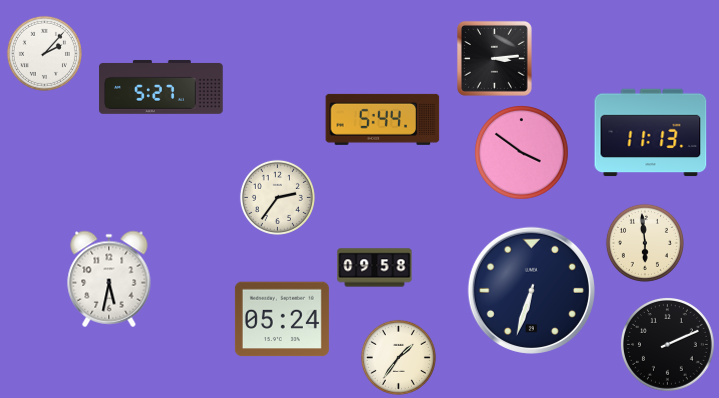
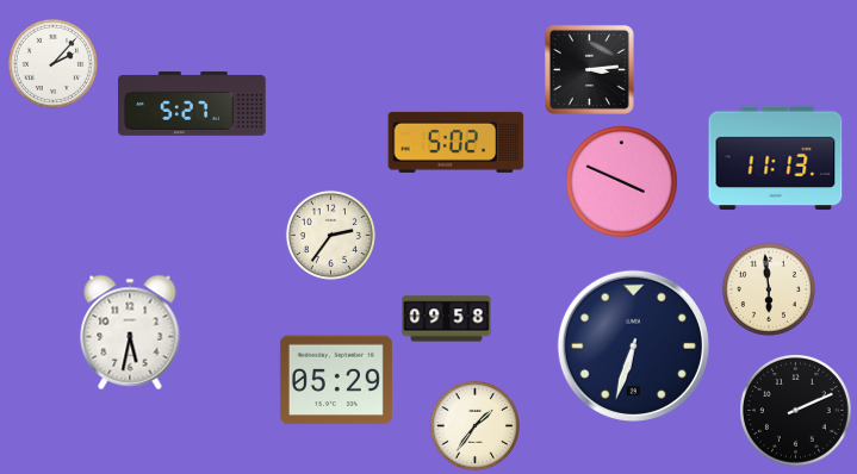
clock at (383, 119): 5:44 -> 5:02
clock at (522, 153): 3:51 -> 3:49
clock at (282, 319): 05:24 -> 05:29
